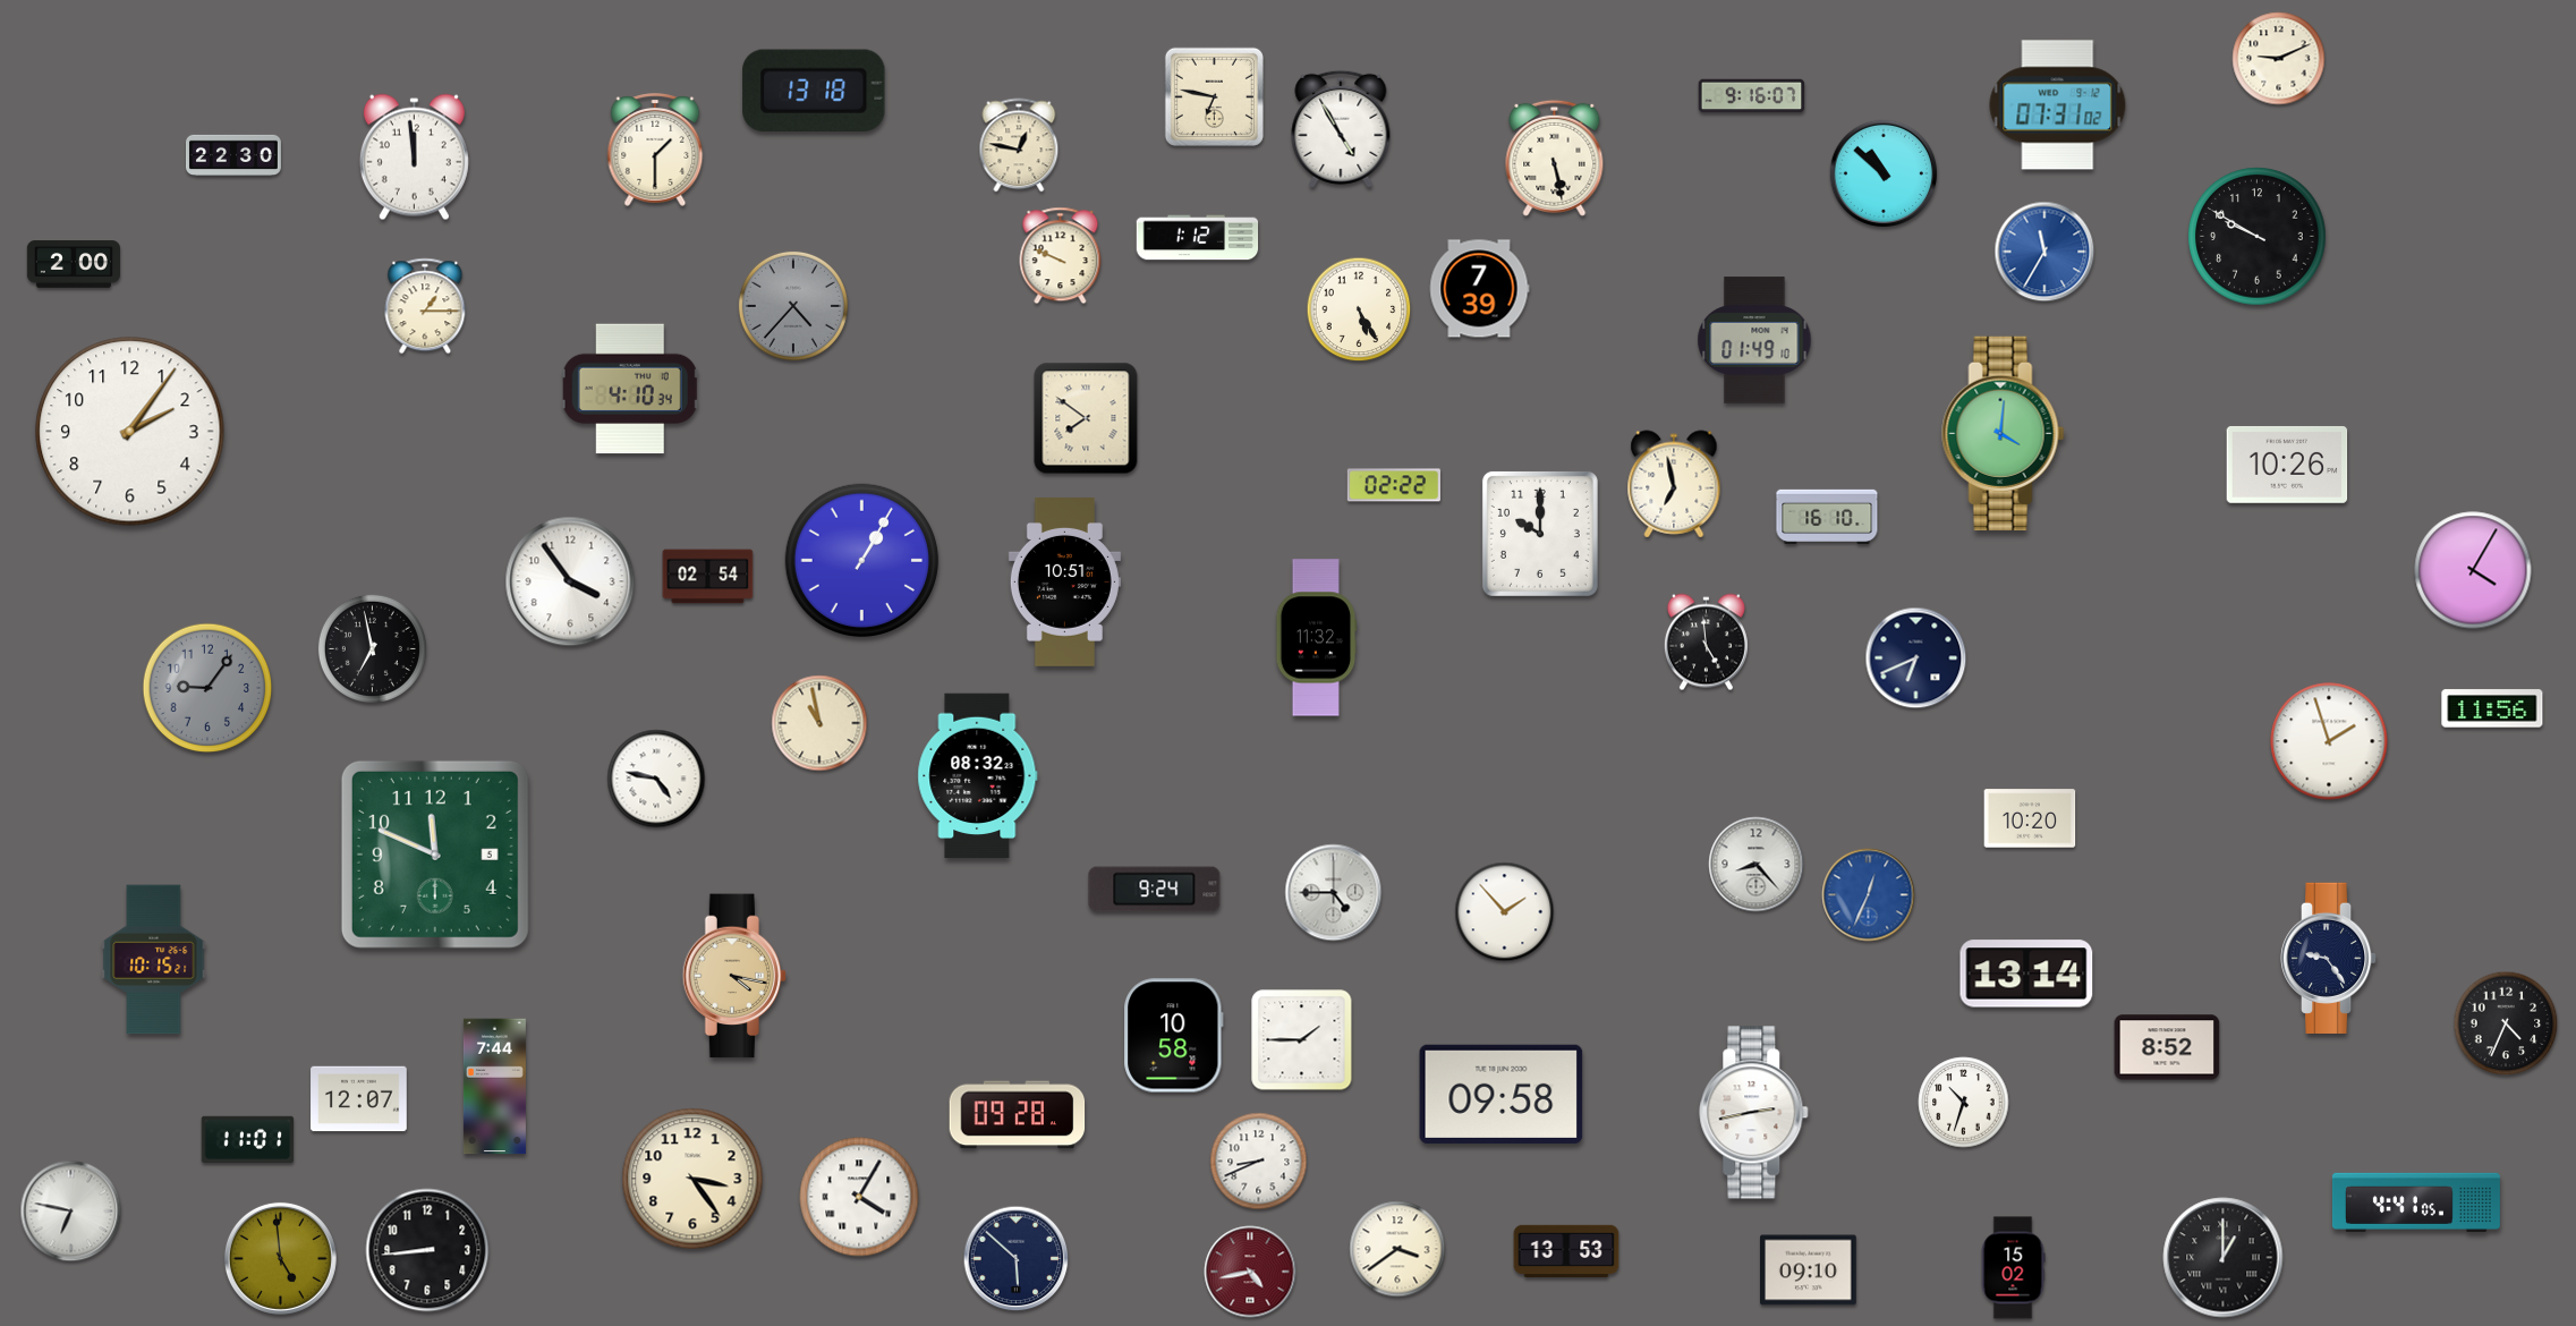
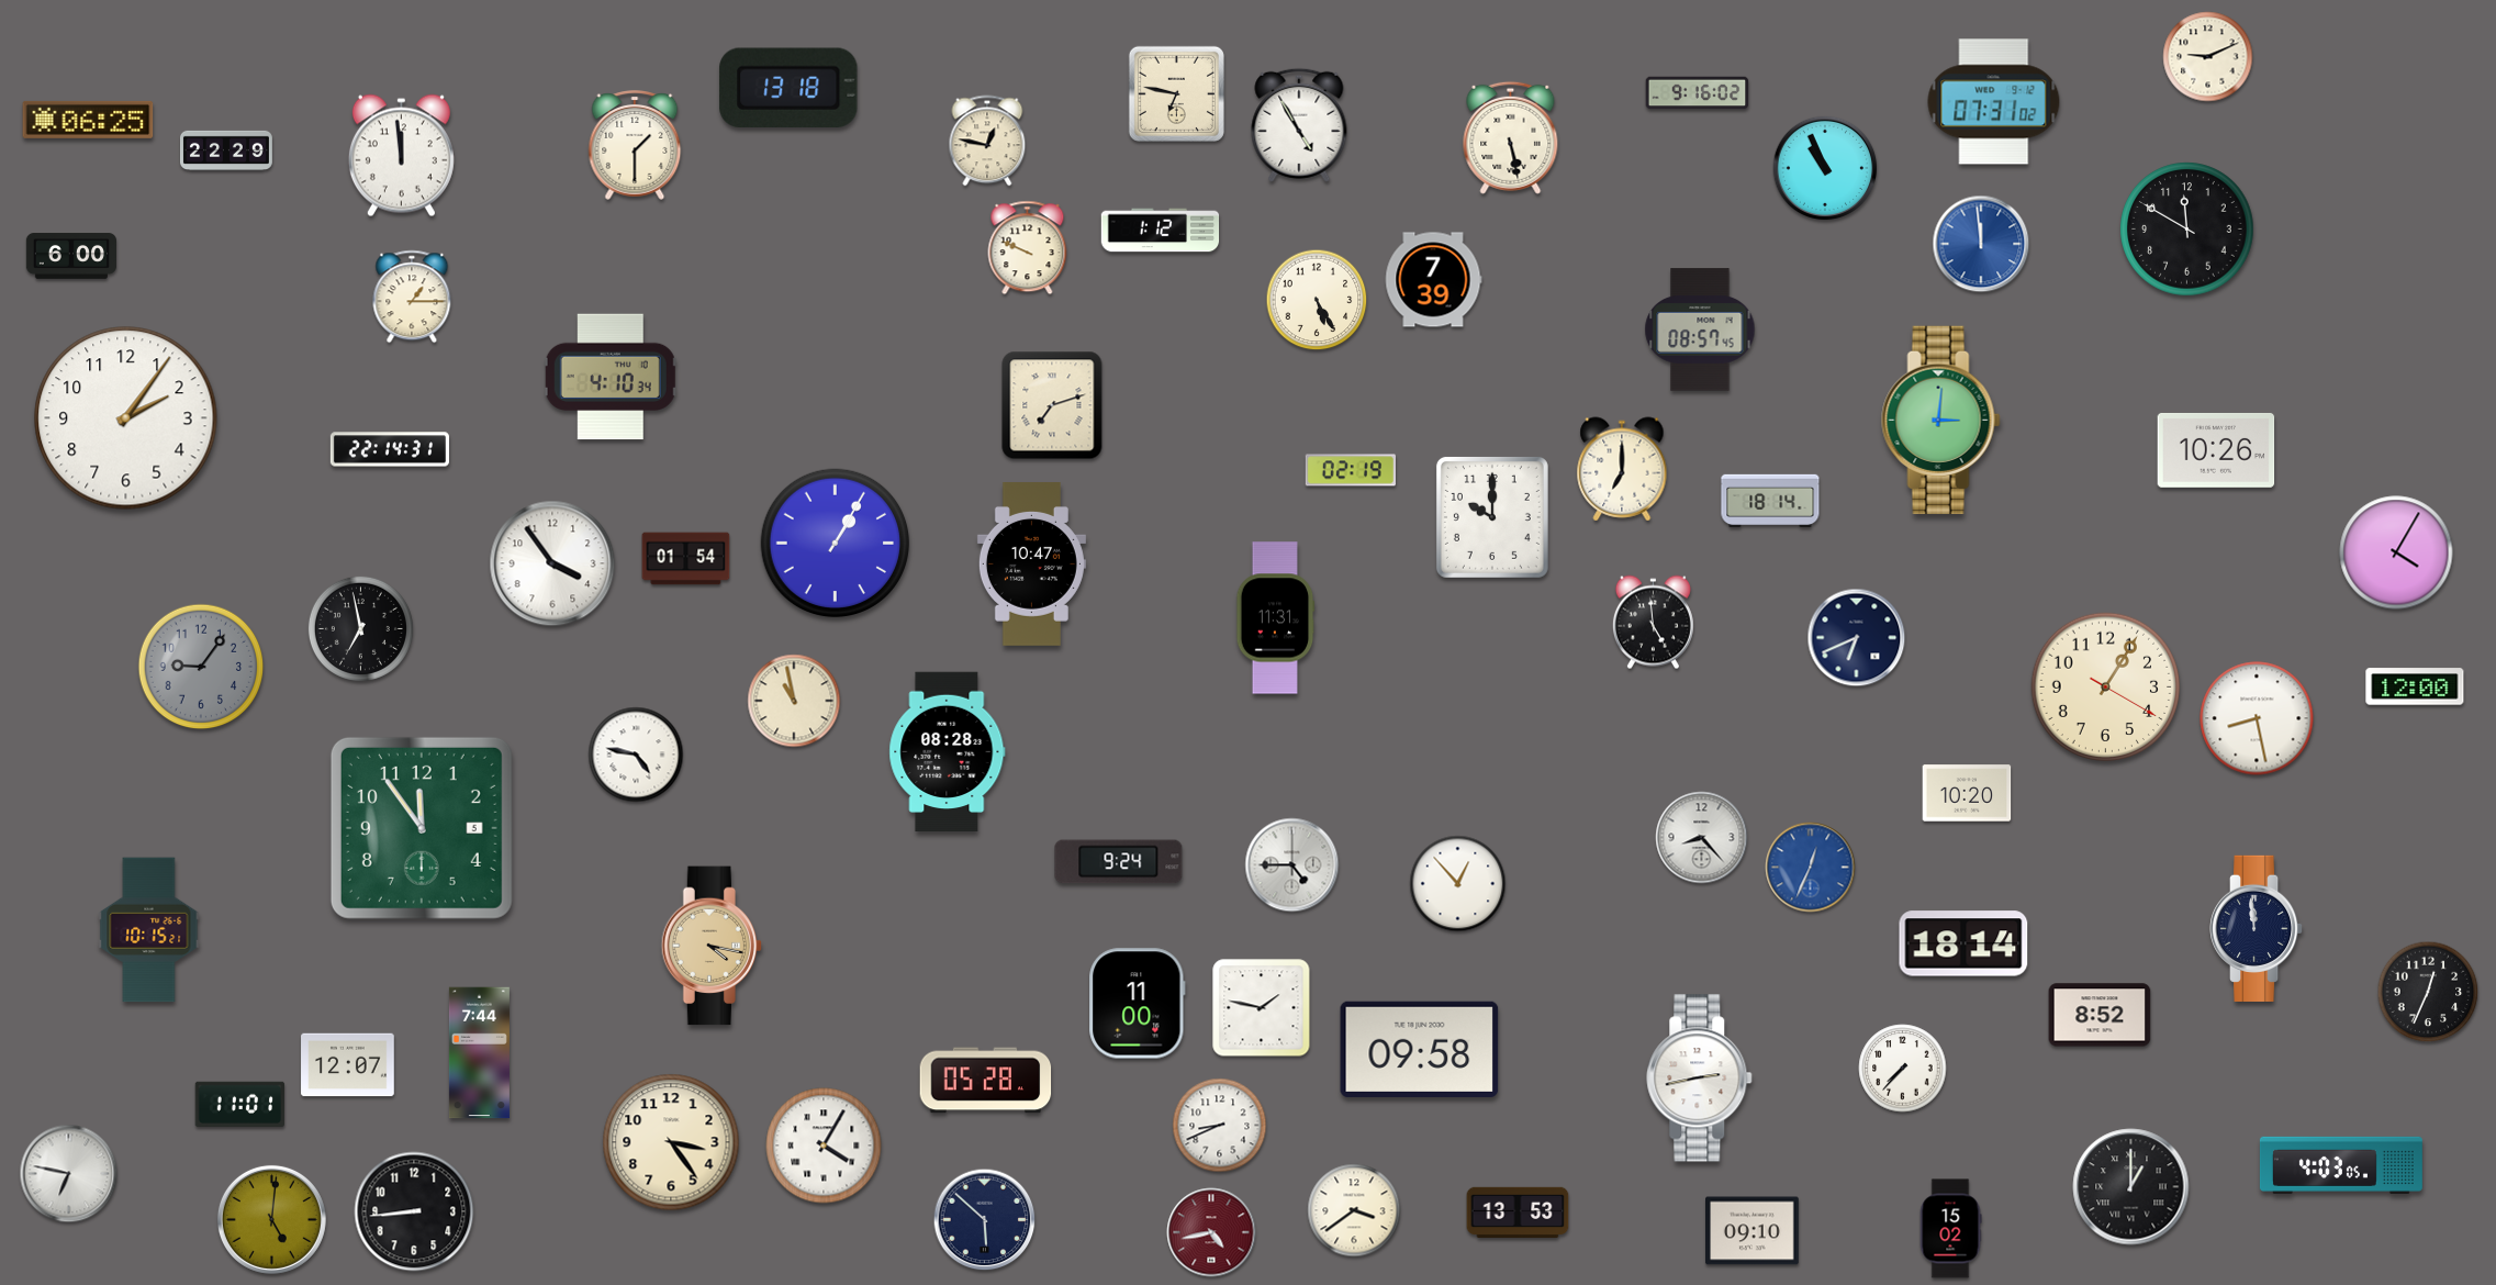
clock at (1752, 96): 9:16:07 -> 9:16:02
clock at (88, 120): none -> 06:25
clock at (235, 154): 22:30 -> 22:29
clock at (414, 158) position: (414, 158) -> (401, 156)
clock at (1555, 158) position: (1555, 158) -> (1511, 137)
clock at (1884, 173): 10:52 -> 10:56
clock at (2258, 237): 9:50 -> 11:50
clock at (2044, 252): 11:35 -> 11:59
clock at (73, 264): 2:00 -> 6:00
clock at (793, 306): 4:37 -> none
clock at (1754, 340): 01:49 -> 08:57
clock at (1086, 418): 7:51 -> 7:12
clock at (2004, 433): 4:01 -> 3:01
clock at (390, 449): none -> 22:14
clock at (1674, 484): 6:58 -> 7:00
clock at (1394, 485): 02:22 -> 02:19
clock at (1827, 517): 16:10 -> 18:14
clock at (708, 577): 02:54 -> 01:54
clock at (1064, 583): 10:51 -> 10:47
clock at (1317, 638): 11:32 -> 11:31
clock at (2492, 708): 11:56 -> 12:00
clock at (2106, 688): none -> 1:05
clock at (2329, 741): 1:57 -> 8:28
clock at (978, 776): 08:32 -> 08:28
clock at (435, 855): 11:49 -> 11:54
clock at (1505, 912): 1:53 -> 12:53
clock at (2329, 958): 9:24 -> 11:59
clock at (2026, 974): 13:14 -> 18:14
clock at (2506, 1023): 4:34 -> 12:34
clock at (1174, 1036): 10:58 -> 11:00
clock at (1302, 1040): 1:45 -> 1:47
clock at (1502, 1094) position: (1502, 1094) -> (1420, 1049)
clock at (1964, 1103): 10:33 -> 7:37
clock at (1018, 1115): 09:28 -> 05:28
clock at (859, 1197) position: (859, 1197) -> (824, 1146)
clock at (2416, 1202): 4:41 -> 4:03
clock at (280, 1258): 4:59 -> 5:01
clock at (2224, 1258) position: (2224, 1258) -> (2131, 1187)
